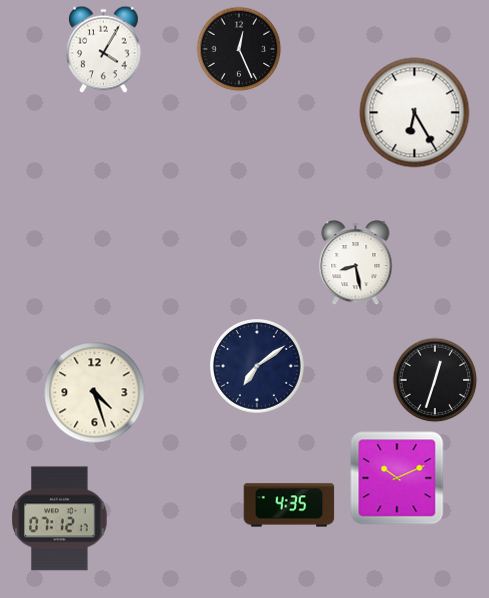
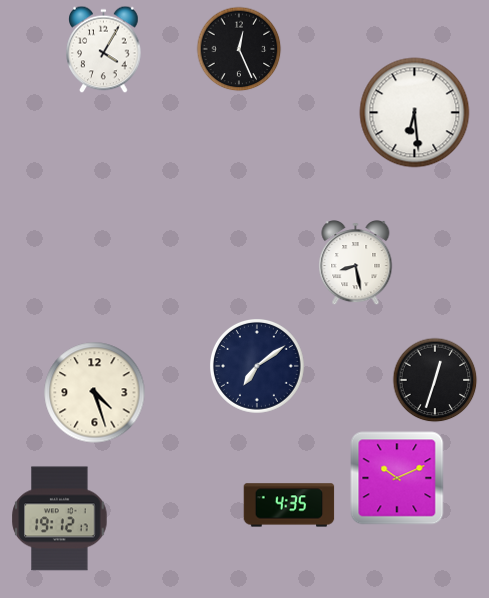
clock at (415, 113): 6:25 -> 6:29
clock at (60, 519): 07:12 -> 19:12
